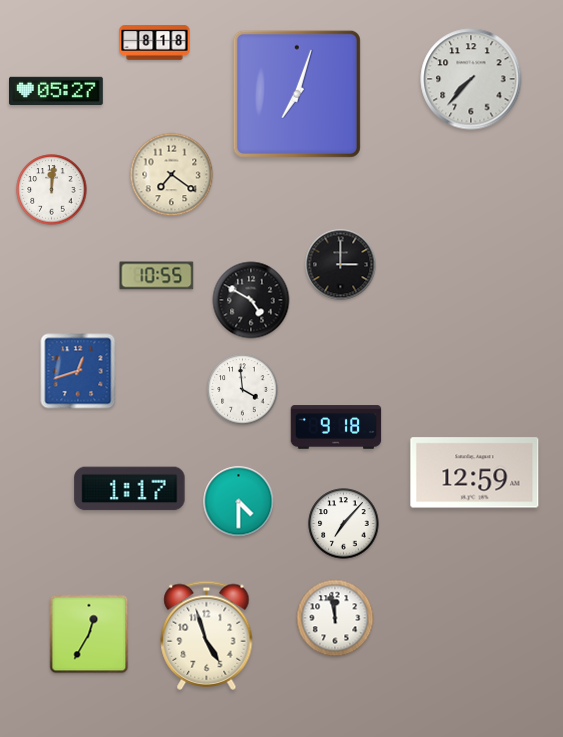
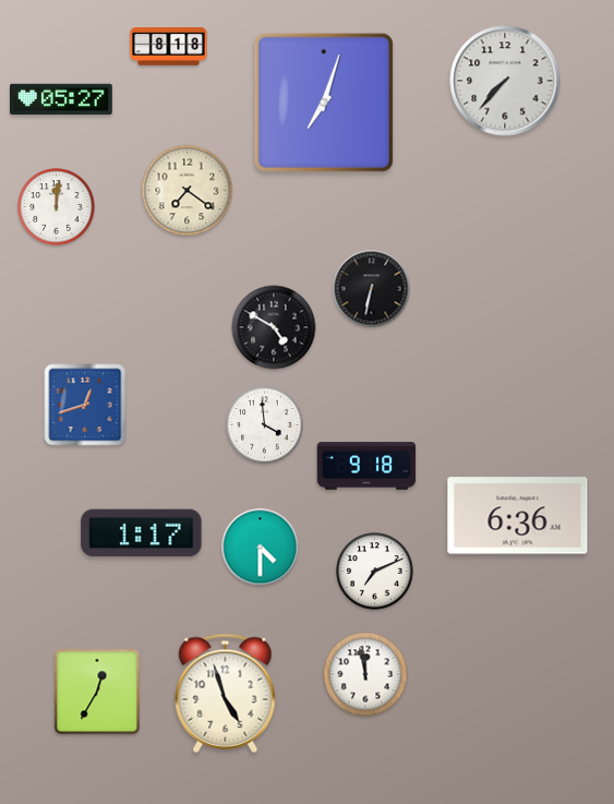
clock at (471, 79) position: (471, 79) -> (505, 81)
clock at (341, 265): 3:00 -> 6:32
clock at (157, 276): 10:55 -> none
clock at (475, 473): 12:59 -> 6:36
clock at (344, 524): 7:07 -> 7:11
